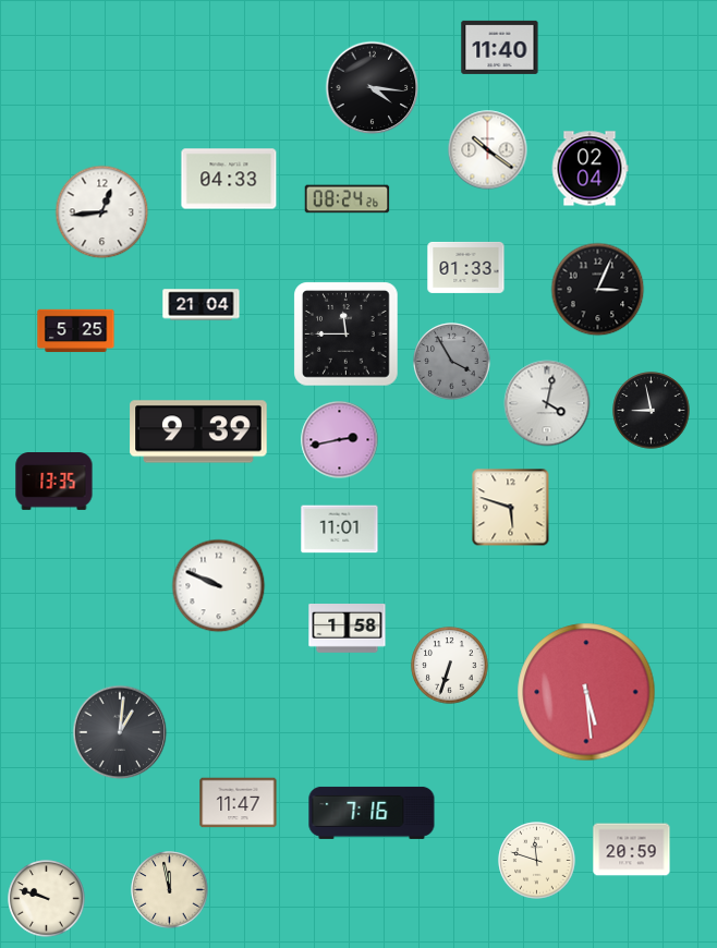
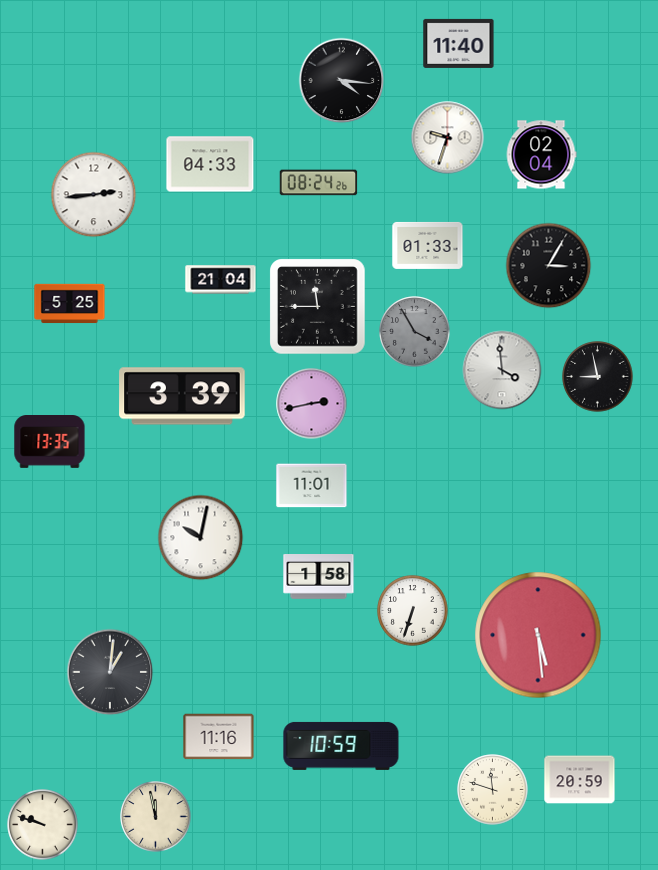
clock at (488, 150): 10:21 -> 9:33
clock at (102, 212): 12:44 -> 2:44
clock at (598, 290): 3:04 -> 3:05
clock at (202, 305) position: (202, 305) -> (221, 280)
clock at (547, 403): 4:02 -> 3:59
clock at (198, 432): 9:39 -> 3:39
clock at (511, 508): 5:48 -> none
clock at (219, 586): 9:49 -> 10:02
clock at (239, 803): 11:47 -> 11:16
clock at (372, 813): 7:16 -> 10:59
